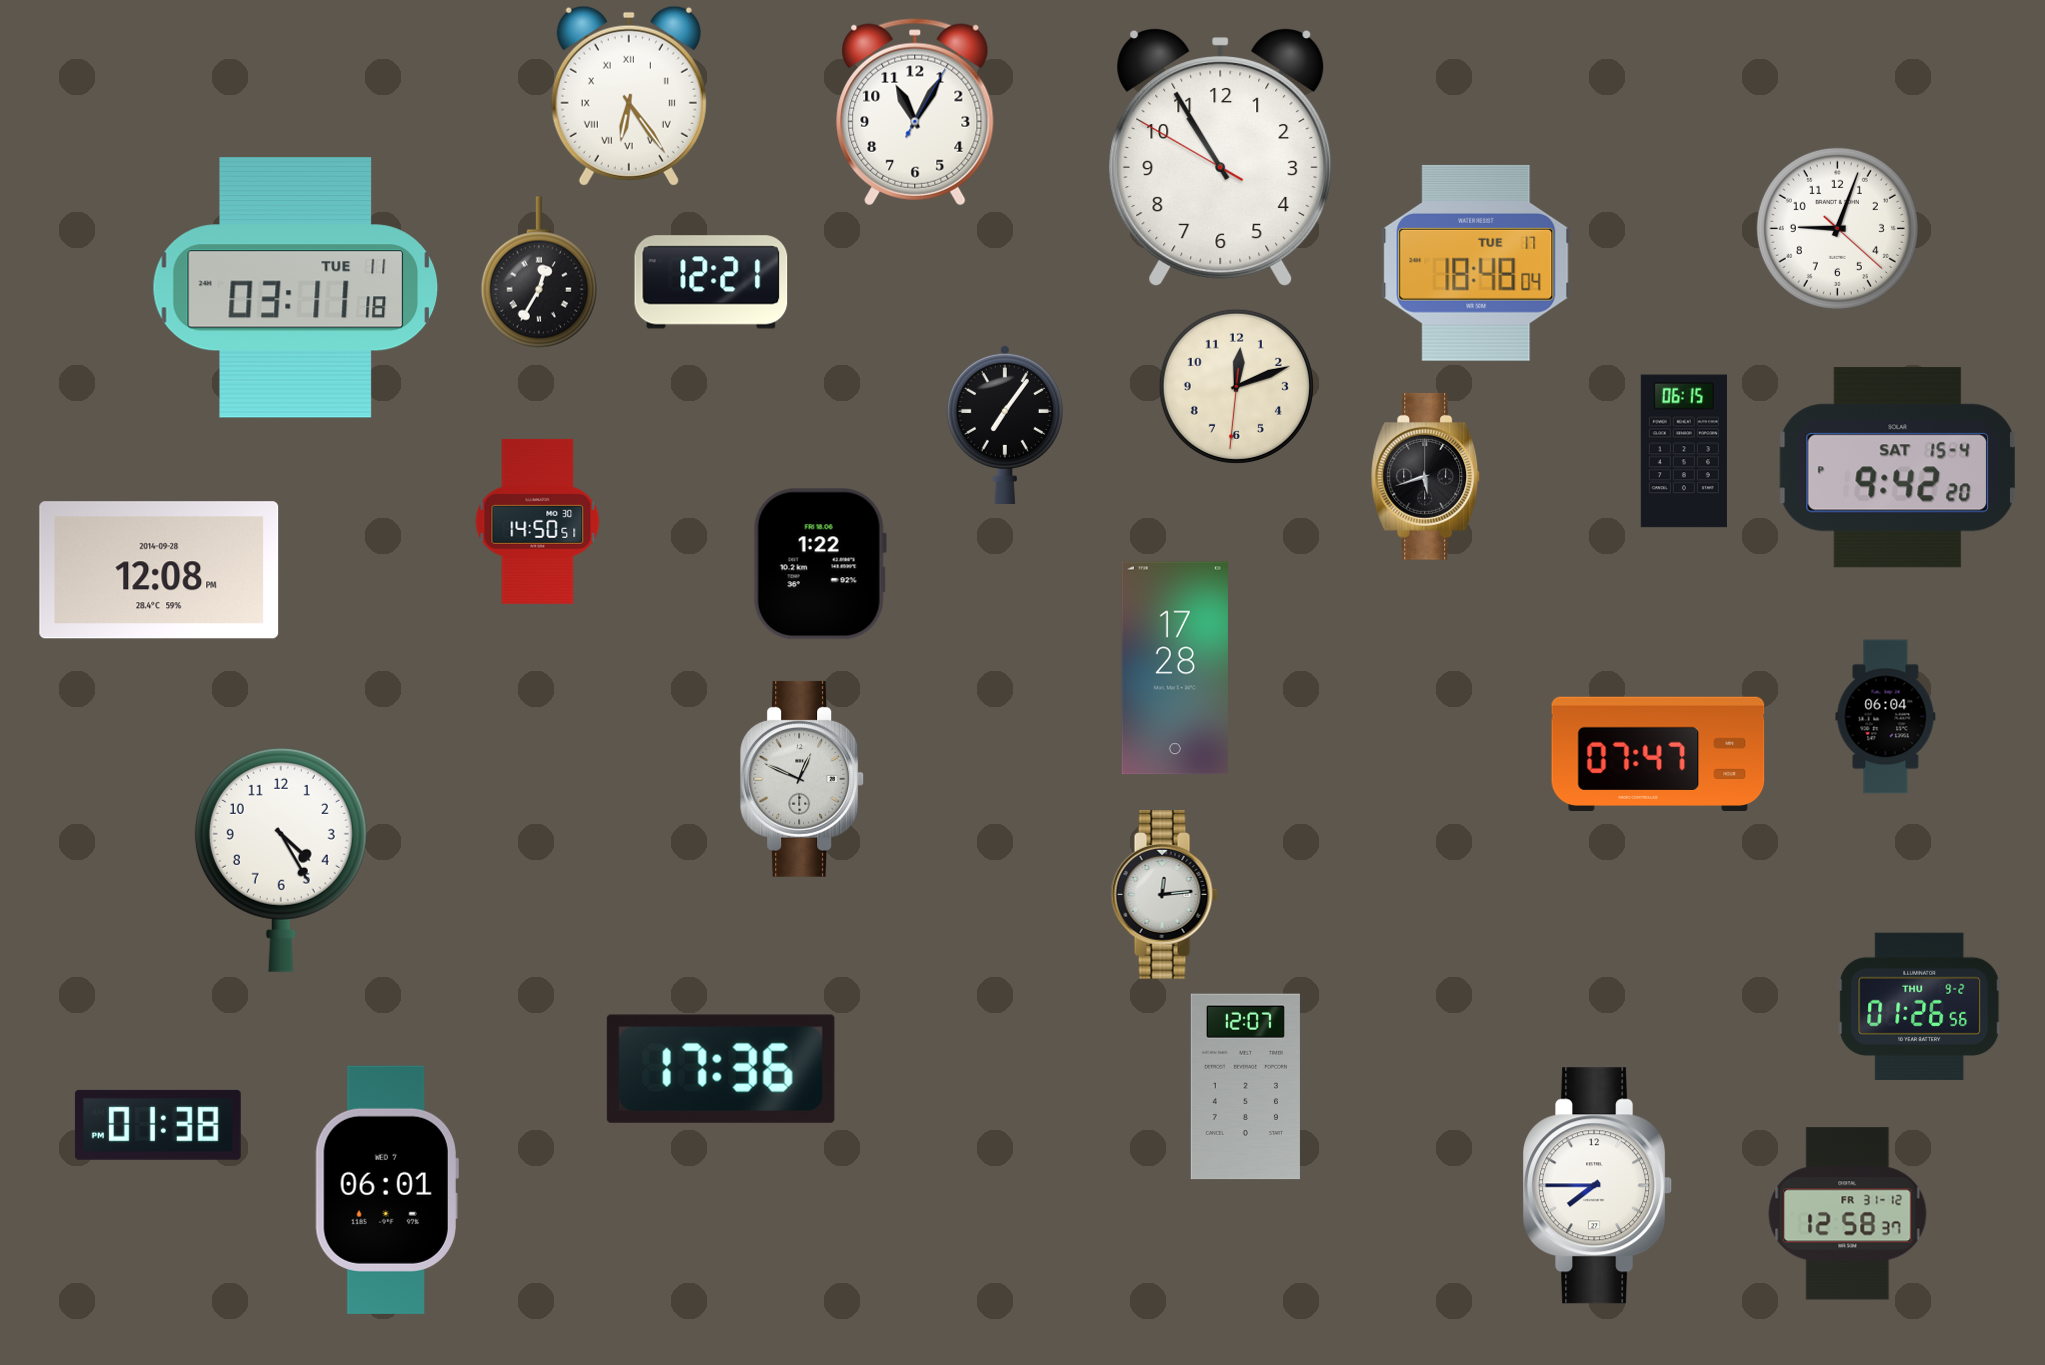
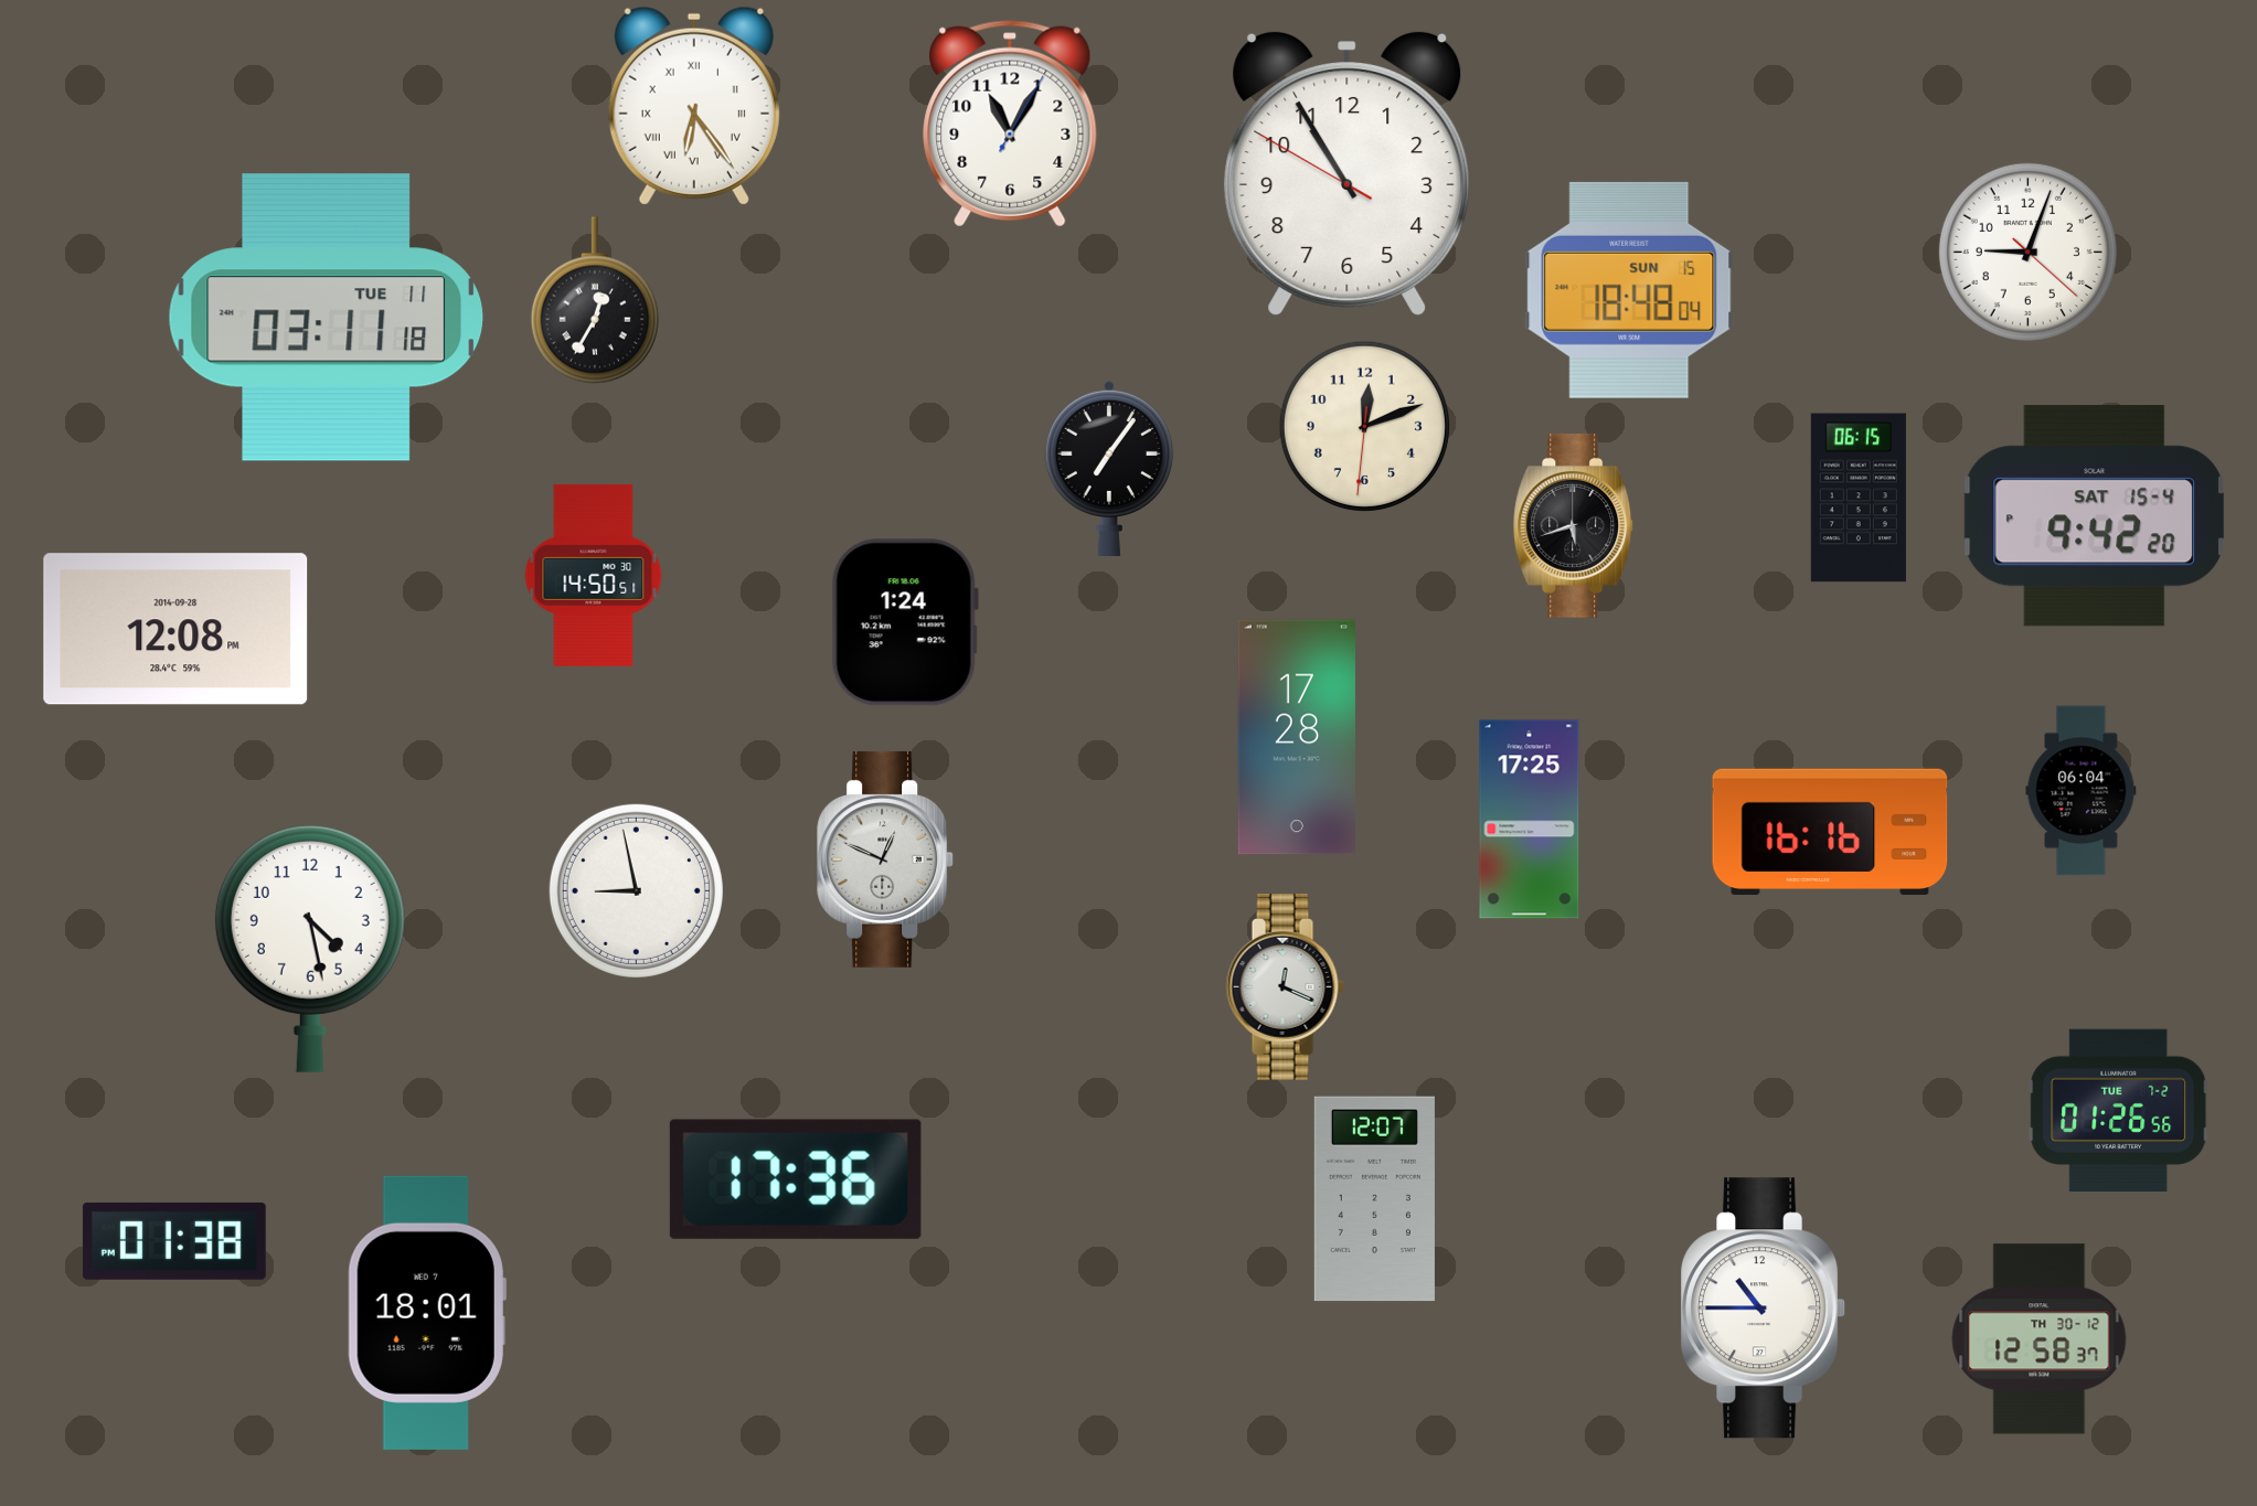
clock at (1476, 263) date: TUE 17 -> SUN 15
clock at (711, 282): 12:21 -> none
clock at (820, 564): 1:22 -> 1:24
clock at (1530, 820): none -> 17:25
clock at (1658, 753): 07:47 -> 16:16
clock at (636, 890): none -> 8:58
clock at (281, 859): 4:25 -> 4:28
clock at (1164, 895): 12:14 -> 12:19
clock at (1920, 1006) date: THU 9-2 -> TUE 7-2
clock at (1598, 1186): 7:45 -> 10:45
clock at (387, 1190): 06:01 -> 18:01
clock at (1848, 1214) date: FR 31-12 -> TH 30-12
